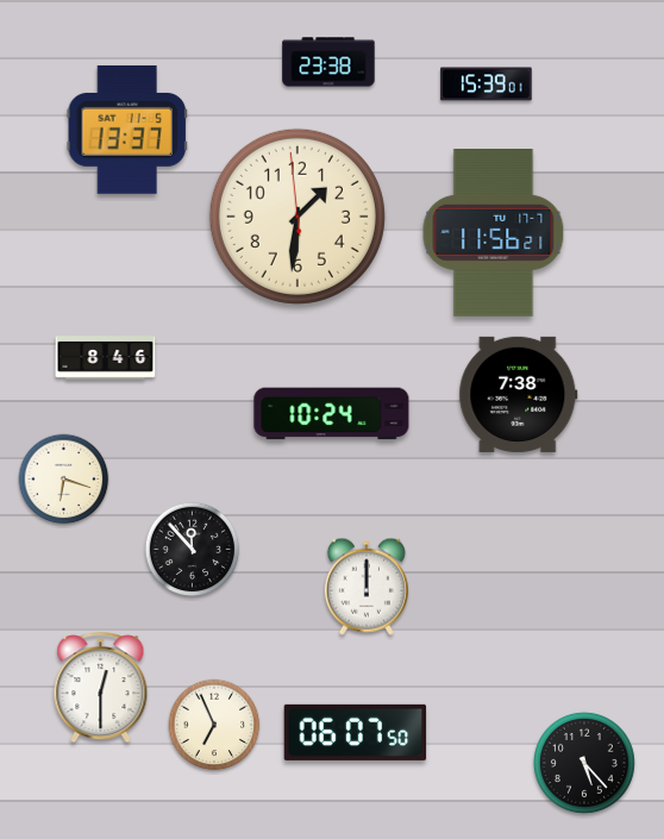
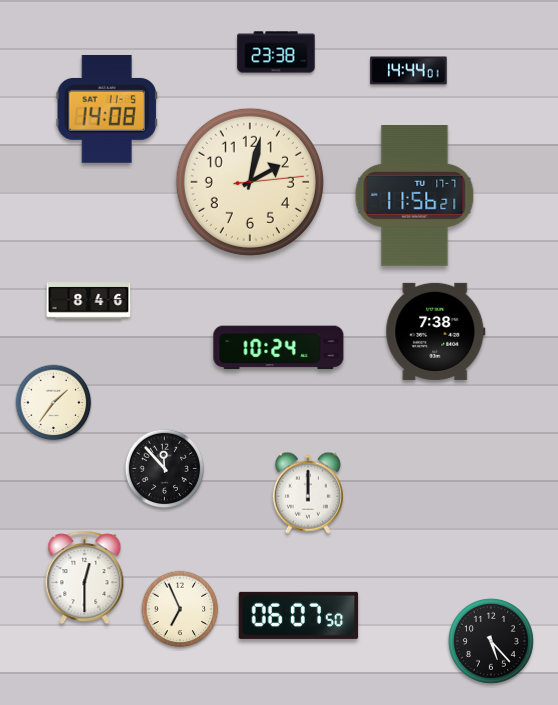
clock at (487, 84): 15:39 -> 14:44
clock at (126, 130): 13:37 -> 14:08
clock at (297, 217): 1:30 -> 2:02
clock at (64, 480): 6:18 -> 1:36
clock at (193, 550) position: (193, 550) -> (165, 469)
